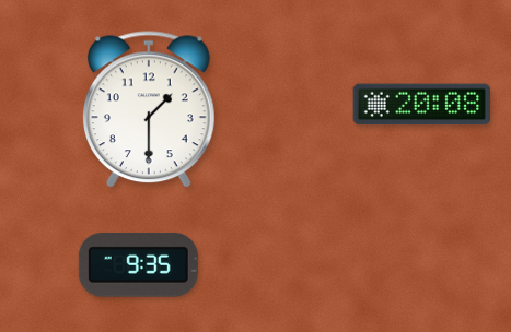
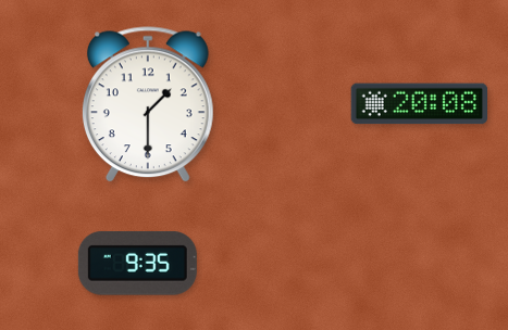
clock at (149, 110) position: (149, 110) -> (148, 105)
